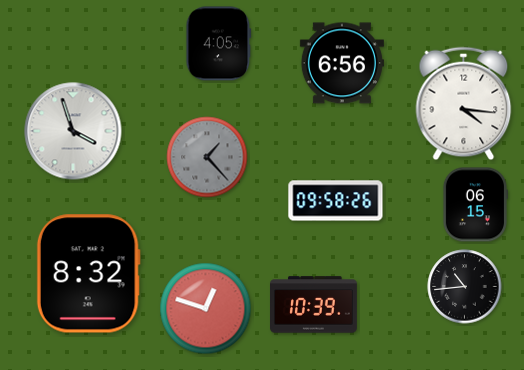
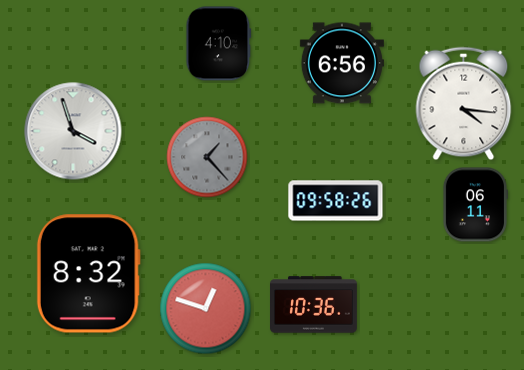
clock at (219, 44): 4:05 -> 4:10
clock at (475, 205): 06:15 -> 06:11
clock at (465, 287): 10:44 -> none
clock at (314, 305): 10:39 -> 10:36
